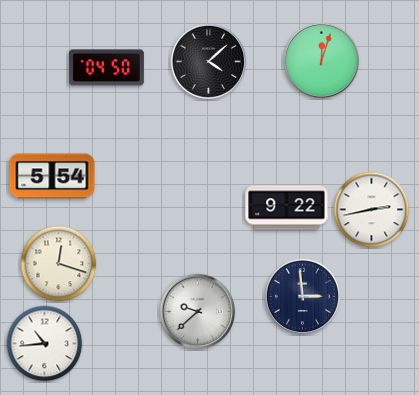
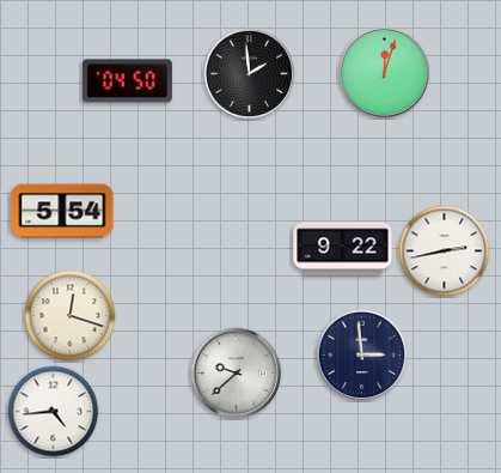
clock at (209, 62): 4:08 -> 1:59
clock at (45, 344): 10:44 -> 4:44
